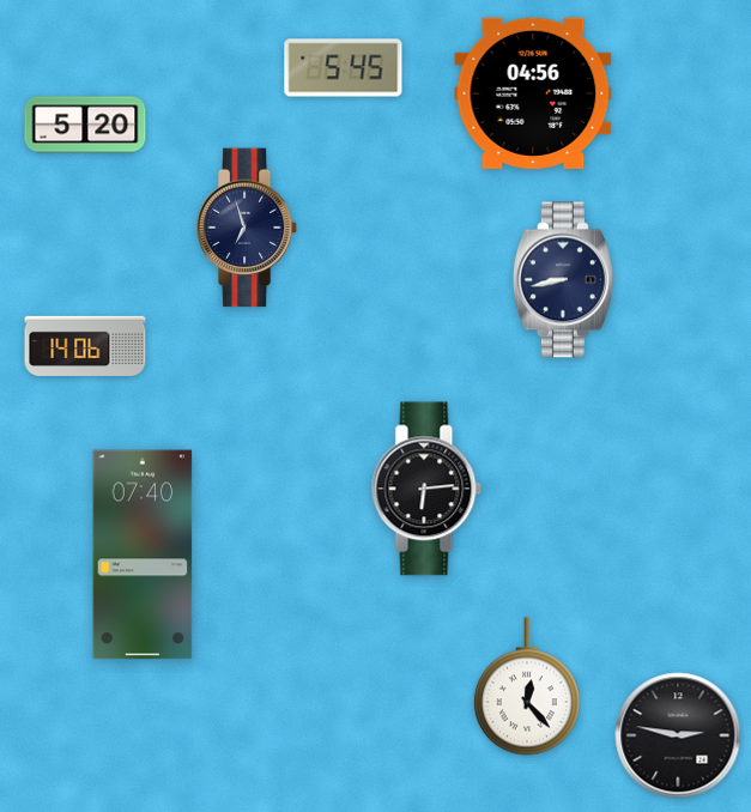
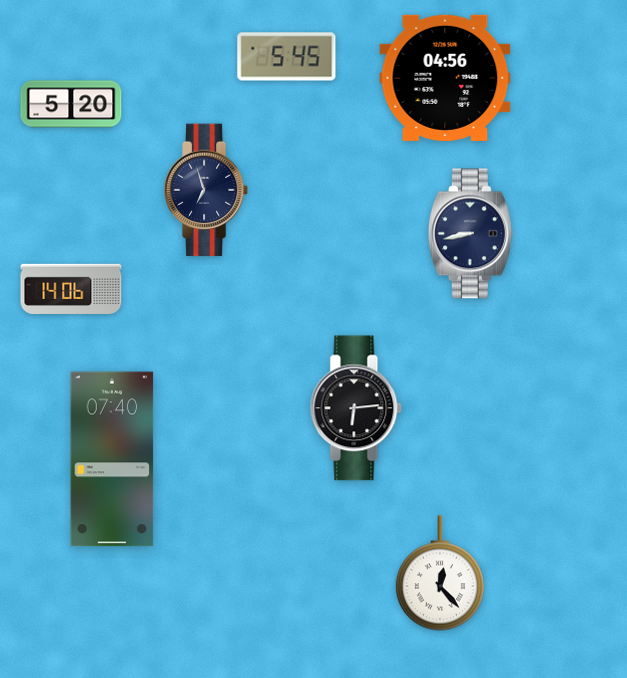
clock at (143, 555) position: (143, 555) -> (112, 459)
clock at (678, 735): 2:47 -> none
